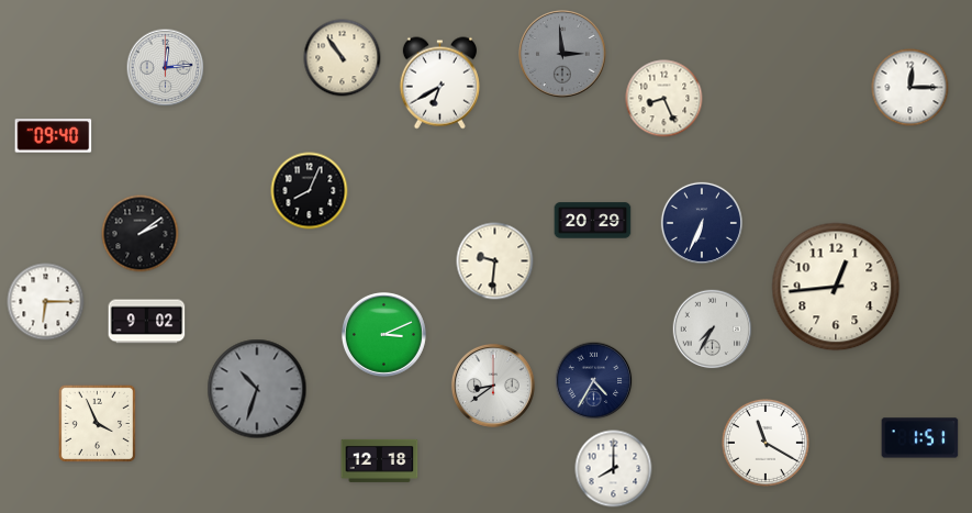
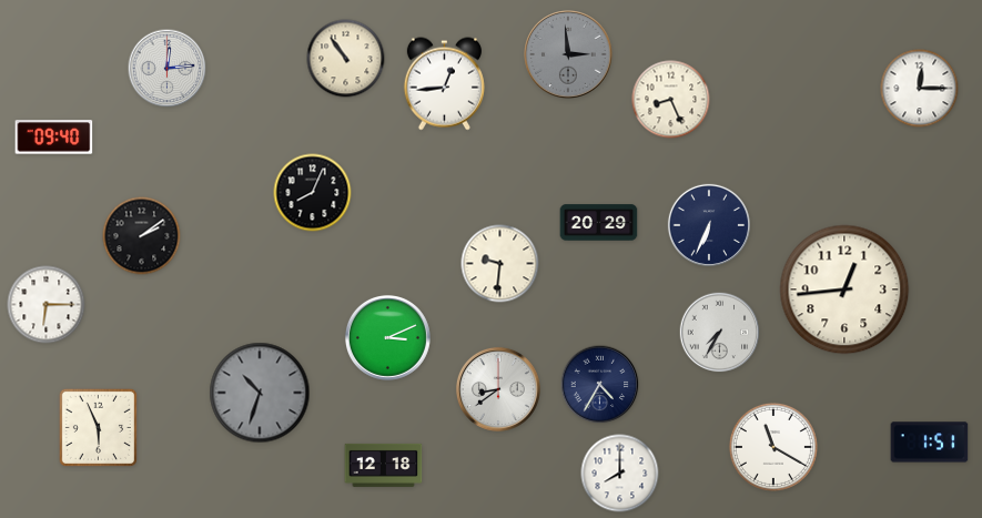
clock at (439, 83): 6:40 -> 12:44
clock at (147, 322): 9:02 -> none
clock at (97, 423): 3:56 -> 5:56
